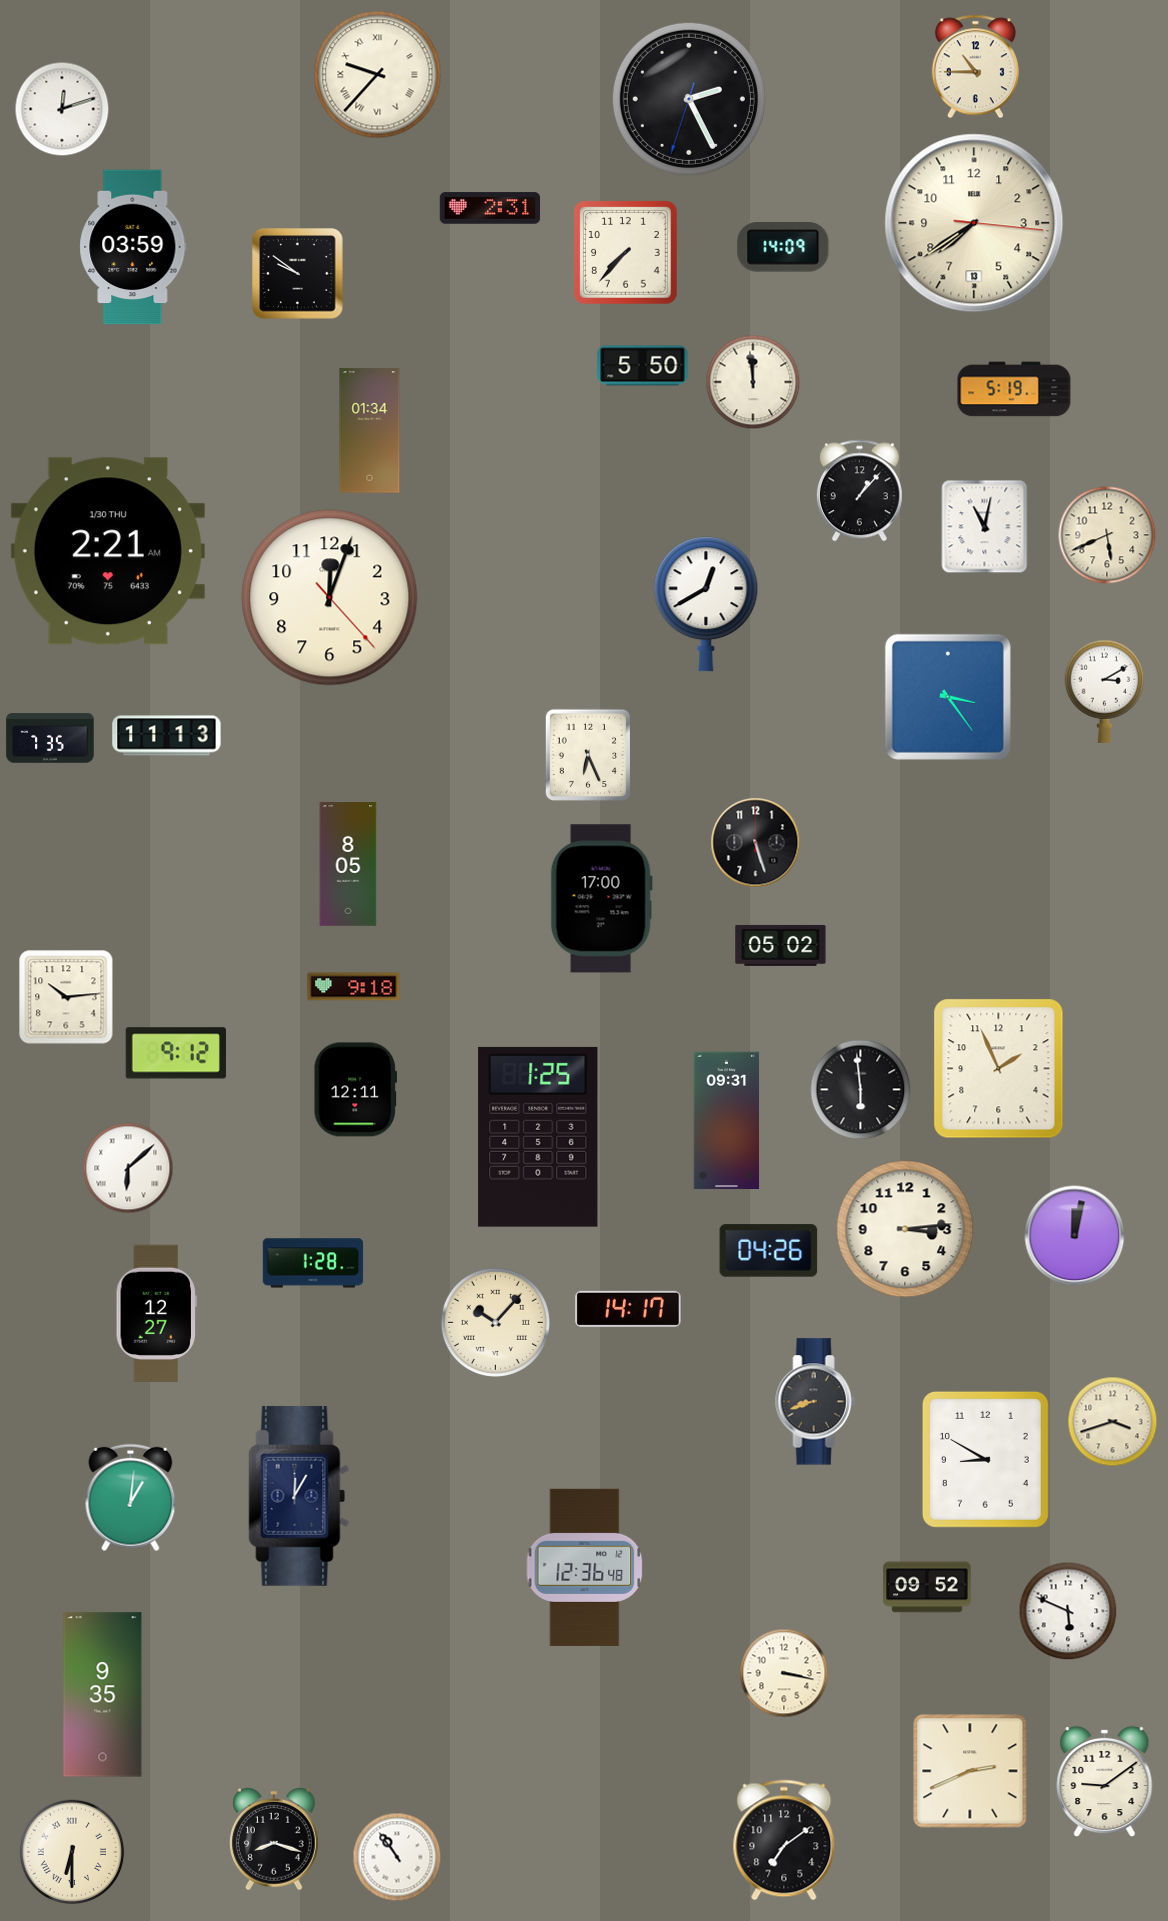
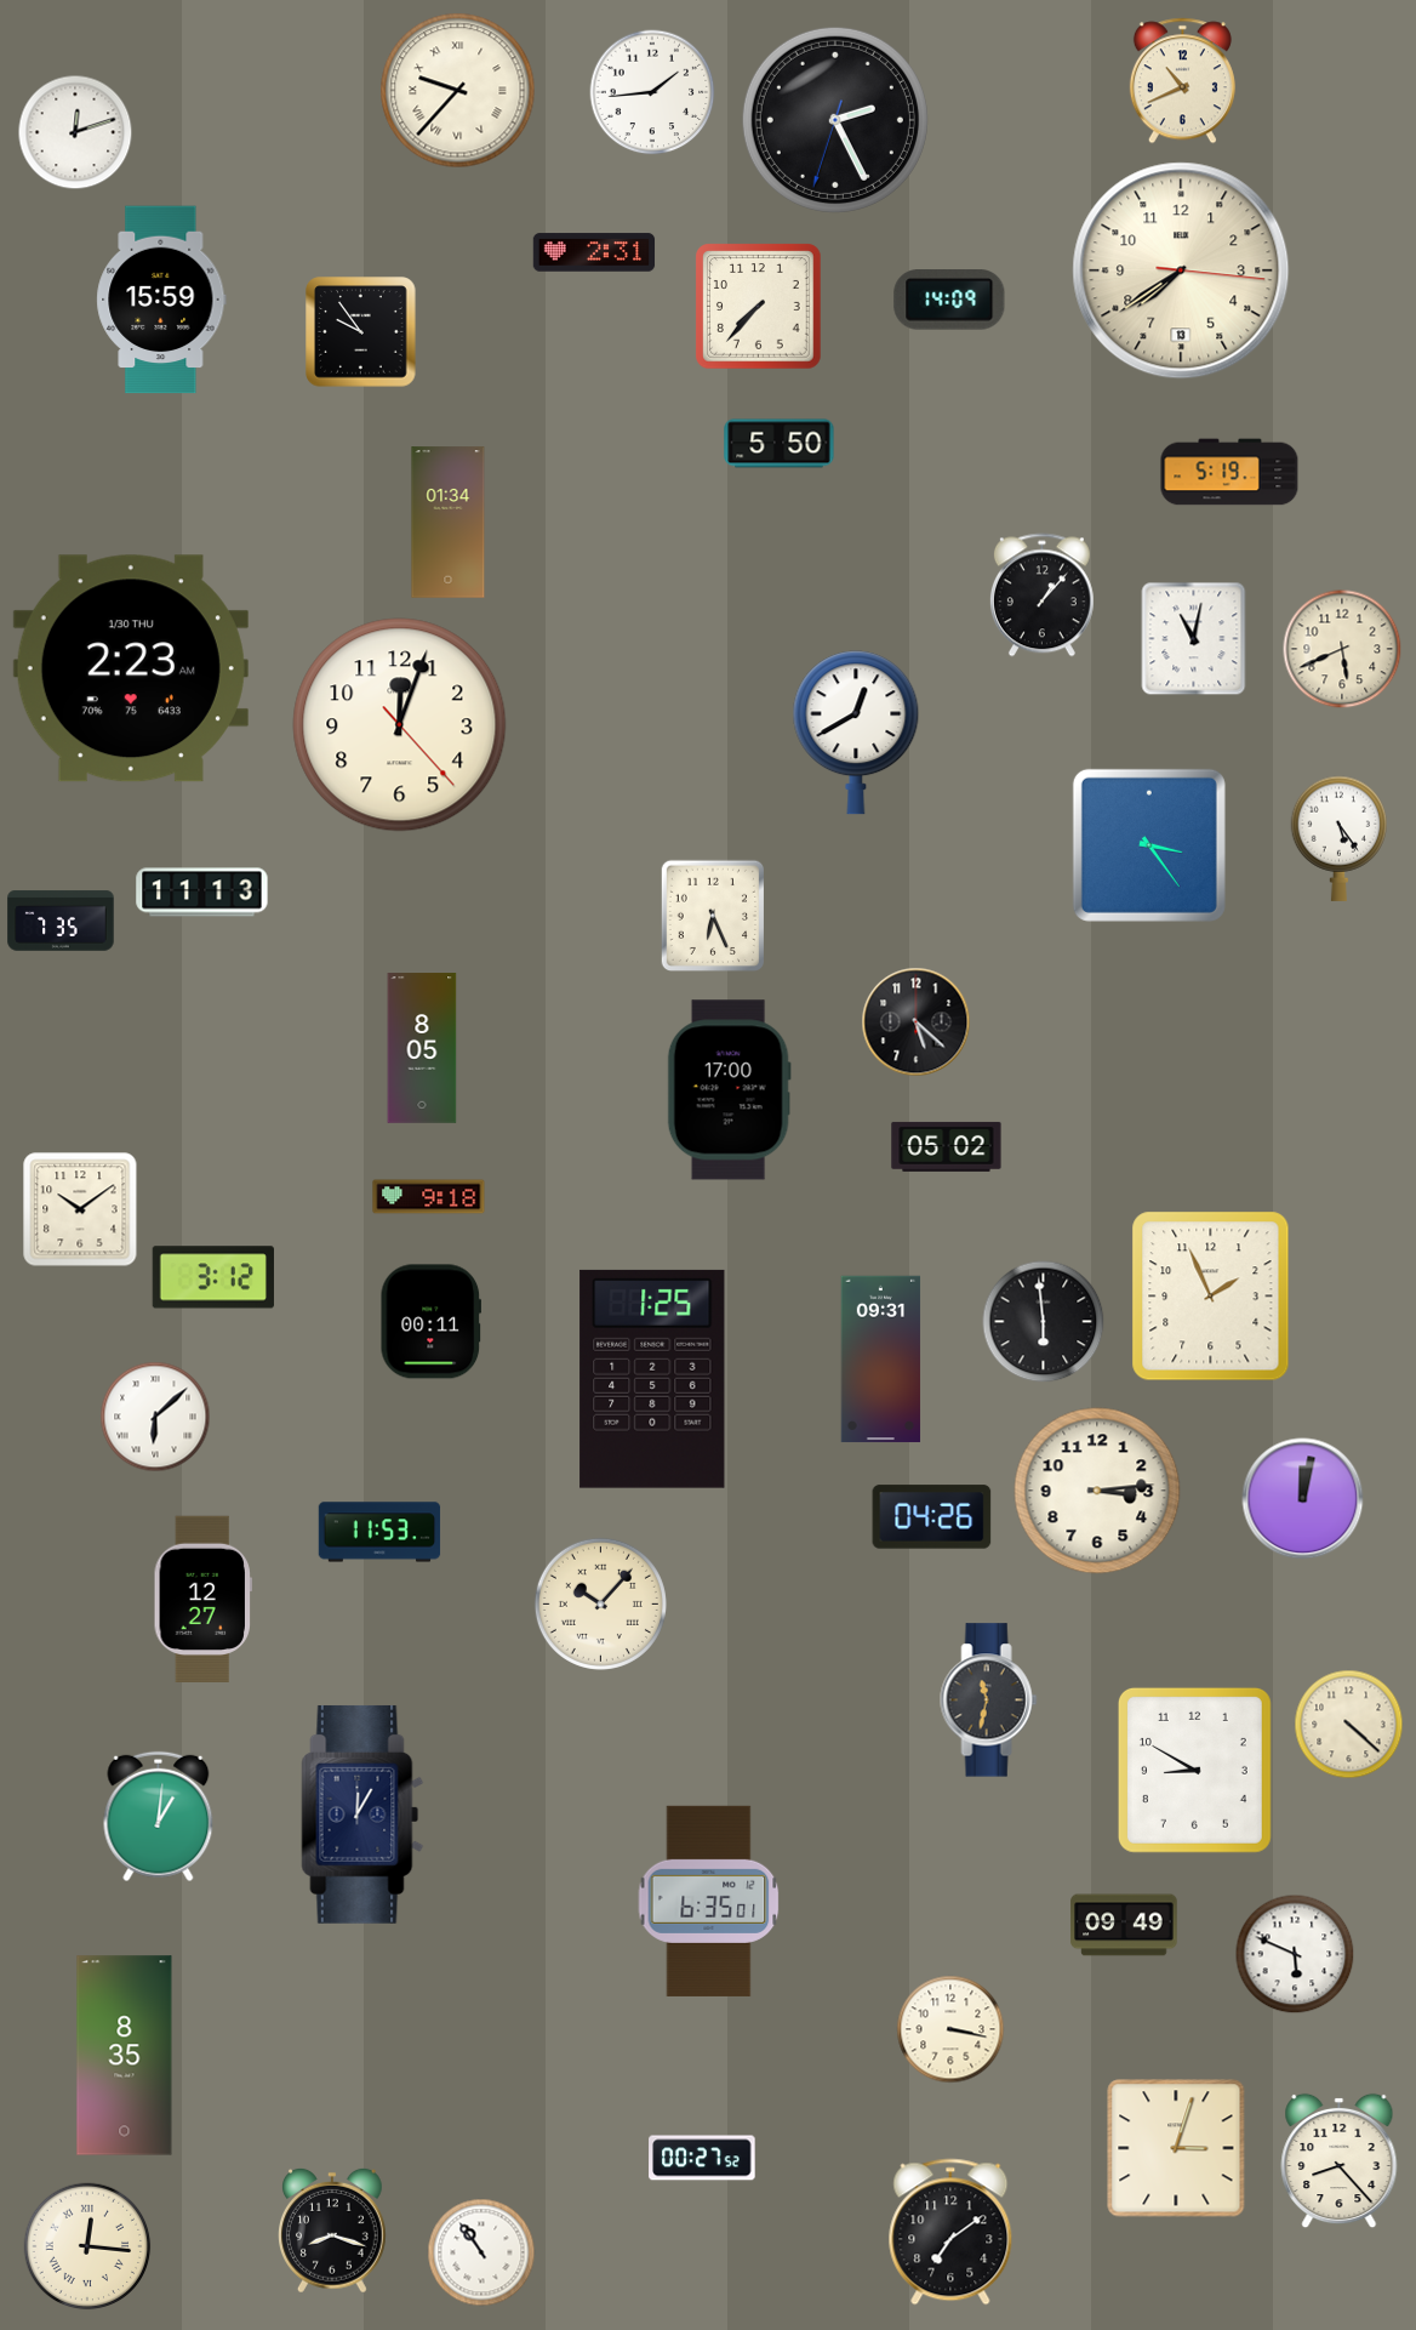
clock at (975, 67): 10:45 -> 10:41
clock at (652, 92): none -> 1:44
clock at (133, 247): 03:59 -> 15:59
clock at (298, 274): 9:51 -> 9:54
clock at (753, 382): 11:59 -> none
clock at (108, 551): 2:21 -> 2:23
clock at (1105, 691): 3:10 -> 5:24
clock at (50, 738) position: (50, 738) -> (61, 921)
clock at (756, 843): 5:27 -> 5:22
clock at (66, 997): 10:14 -> 10:09
clock at (176, 1053): 9:12 -> 3:12
clock at (355, 1090): 12:11 -> 00:11
clock at (313, 1263): 1:28 -> 11:53
clock at (628, 1309): 14:17 -> none
clock at (156, 1314) position: (156, 1314) -> (202, 1600)
clock at (816, 1402): 8:42 -> 11:32
clock at (1113, 1422): 3:42 -> 4:22
clock at (585, 1567): 12:36 -> 6:35
clock at (927, 1587): 09:52 -> 09:49
clock at (103, 1695): 9:35 -> 8:35
clock at (970, 1771): 2:41 -> 3:03
clock at (702, 2158): none -> 00:27
clock at (1105, 1782): 9:09 -> 8:23
clock at (72, 1852): 6:30 -> 12:16
